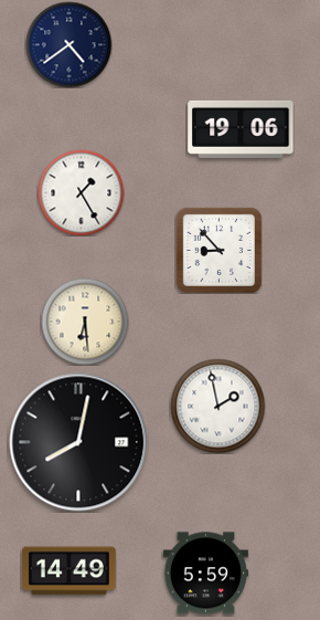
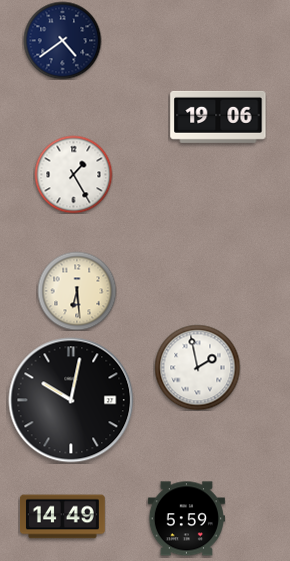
clock at (218, 250): 8:53 -> none
clock at (78, 442): 8:02 -> 10:02
